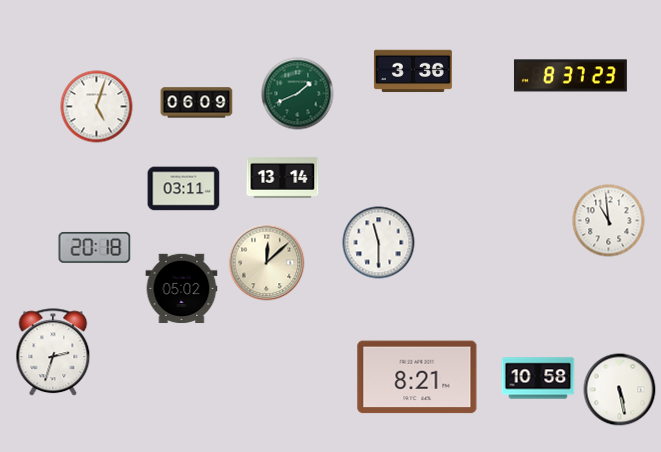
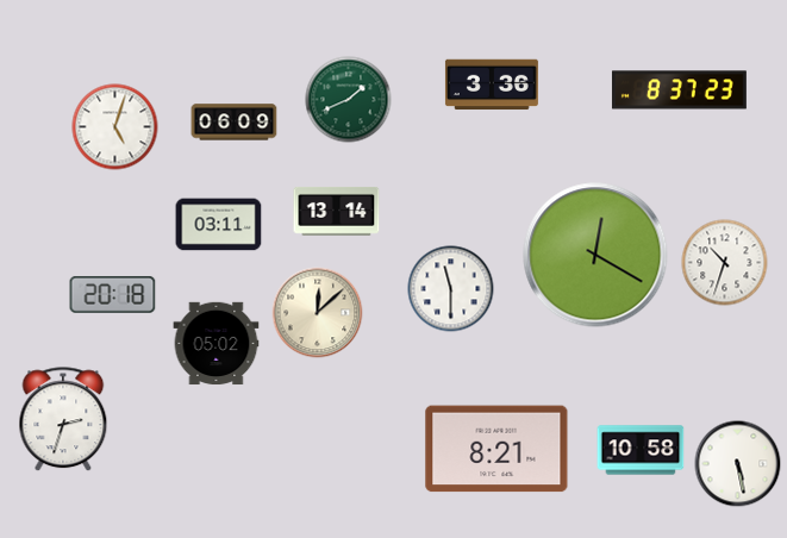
clock at (298, 94) position: (298, 94) -> (349, 100)
clock at (595, 255): none -> 12:20
clock at (609, 221): 10:59 -> 10:33
